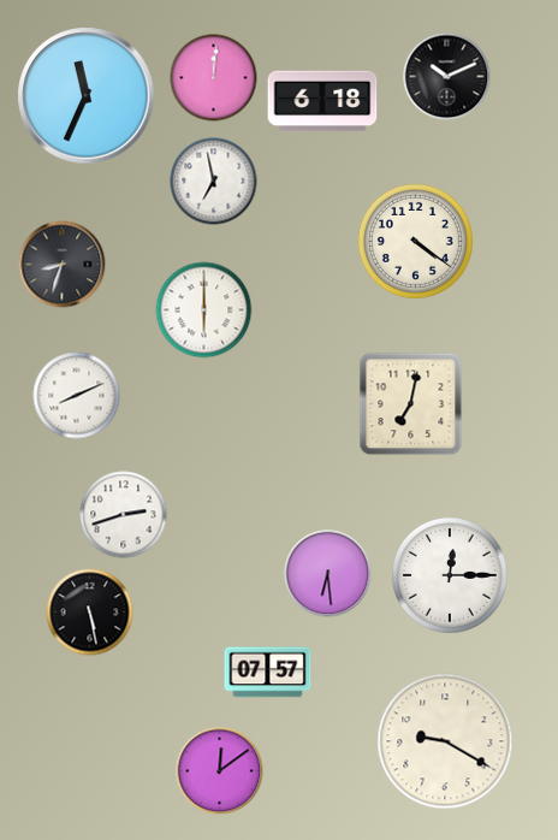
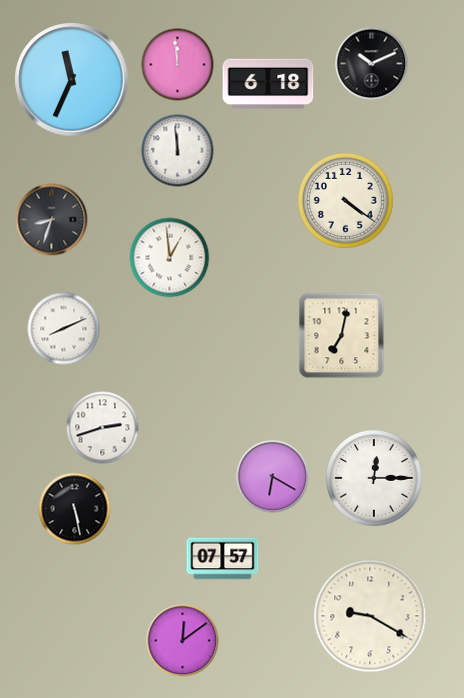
clock at (214, 78): 12:01 -> 11:59
clock at (214, 182): 6:58 -> 11:59
clock at (204, 310): 6:00 -> 12:59
clock at (328, 574): 6:29 -> 6:20
